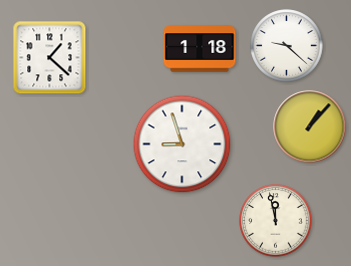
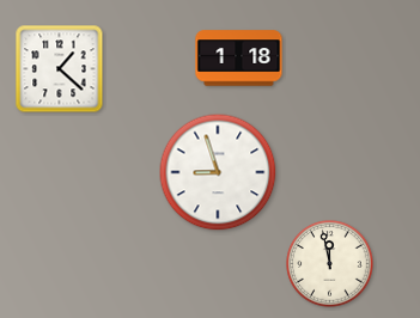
clock at (287, 46): 9:22 -> none
clock at (310, 127): 1:07 -> none
